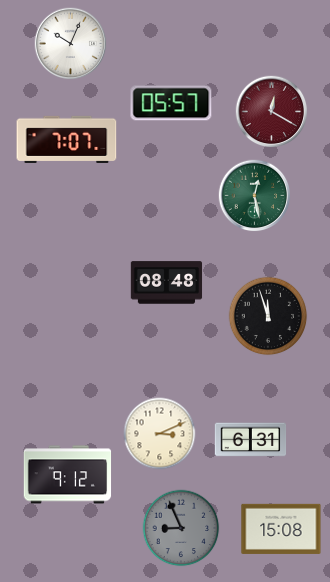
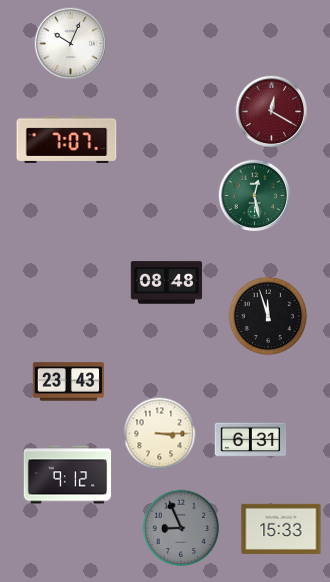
clock at (171, 103): 05:57 -> none
clock at (69, 382): none -> 23:43
clock at (160, 434): 3:11 -> 3:15
clock at (281, 529): 15:08 -> 15:33
